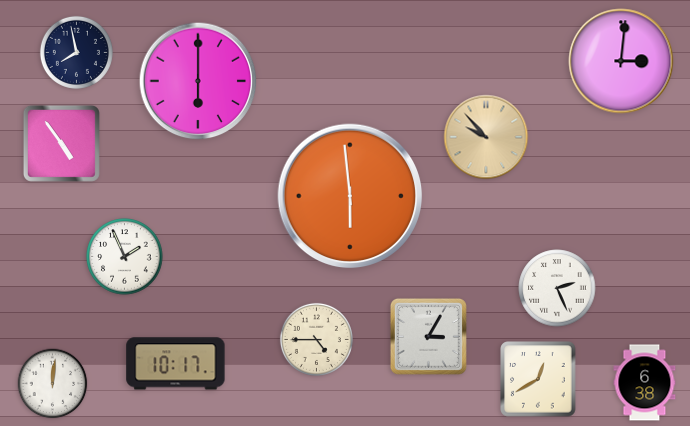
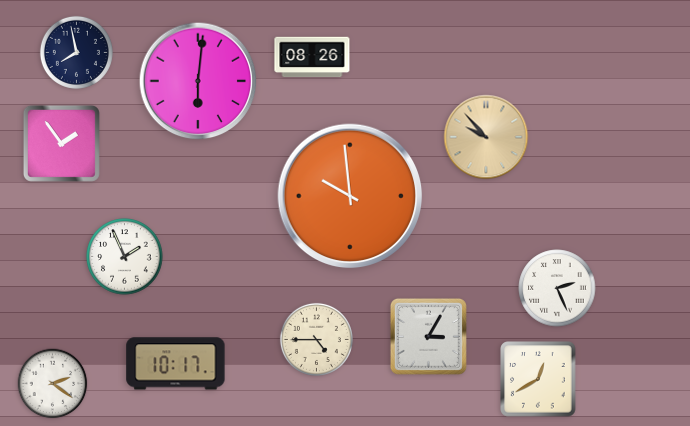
clock at (312, 57): none -> 08:26
clock at (621, 61): 3:01 -> none
clock at (198, 81): 6:00 -> 6:01
clock at (61, 143): 4:54 -> 1:54
clock at (350, 196): 5:59 -> 9:59
clock at (645, 383): 6:38 -> none
clock at (53, 384): 12:01 -> 2:21
